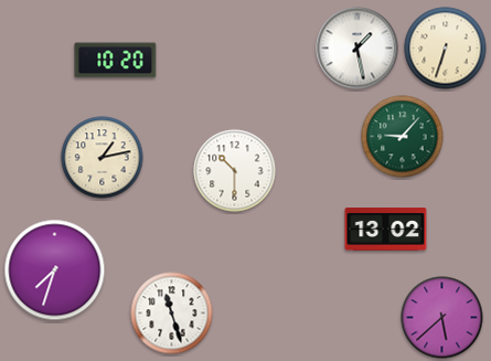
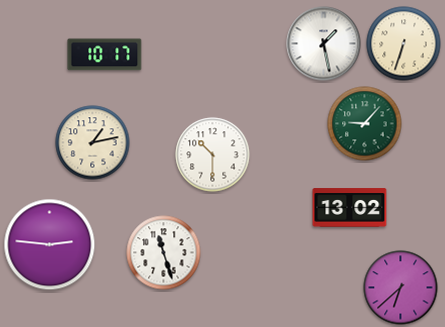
clock at (116, 61): 10:20 -> 10:17
clock at (55, 270): 7:33 -> 2:46
clock at (172, 314) position: (172, 314) -> (164, 253)
clock at (442, 318): 5:38 -> 6:38
